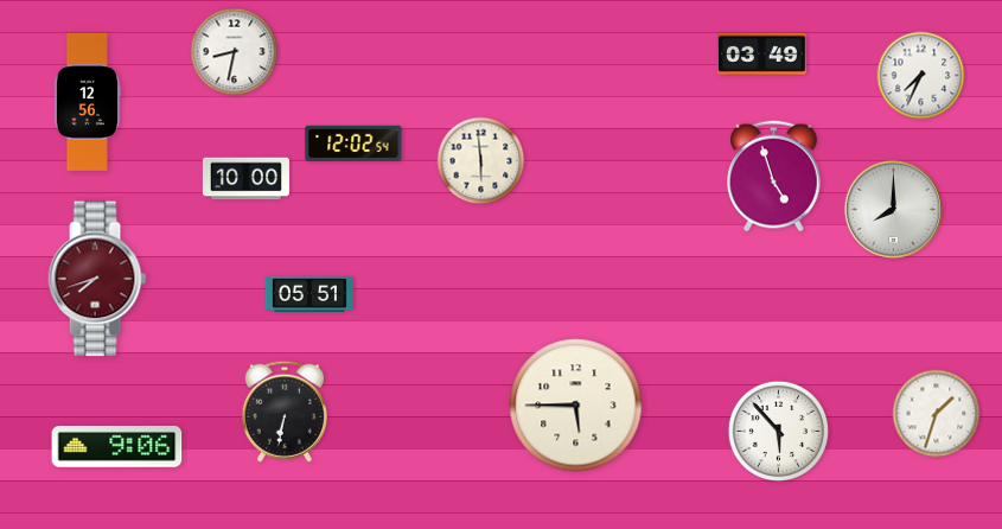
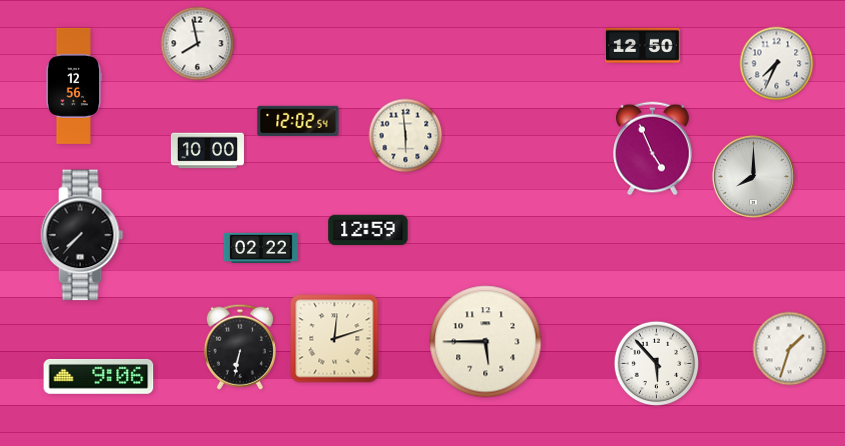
clock at (235, 52): 8:32 -> 7:58
clock at (762, 53): 03:49 -> 12:50
clock at (774, 177): 4:57 -> 4:56
clock at (368, 230): none -> 12:59
clock at (97, 279): 7:42 -> 7:37
clock at (97, 279) dial: burgundy -> black
clock at (309, 294): 05:51 -> 02:22
clock at (335, 339): none -> 12:12
